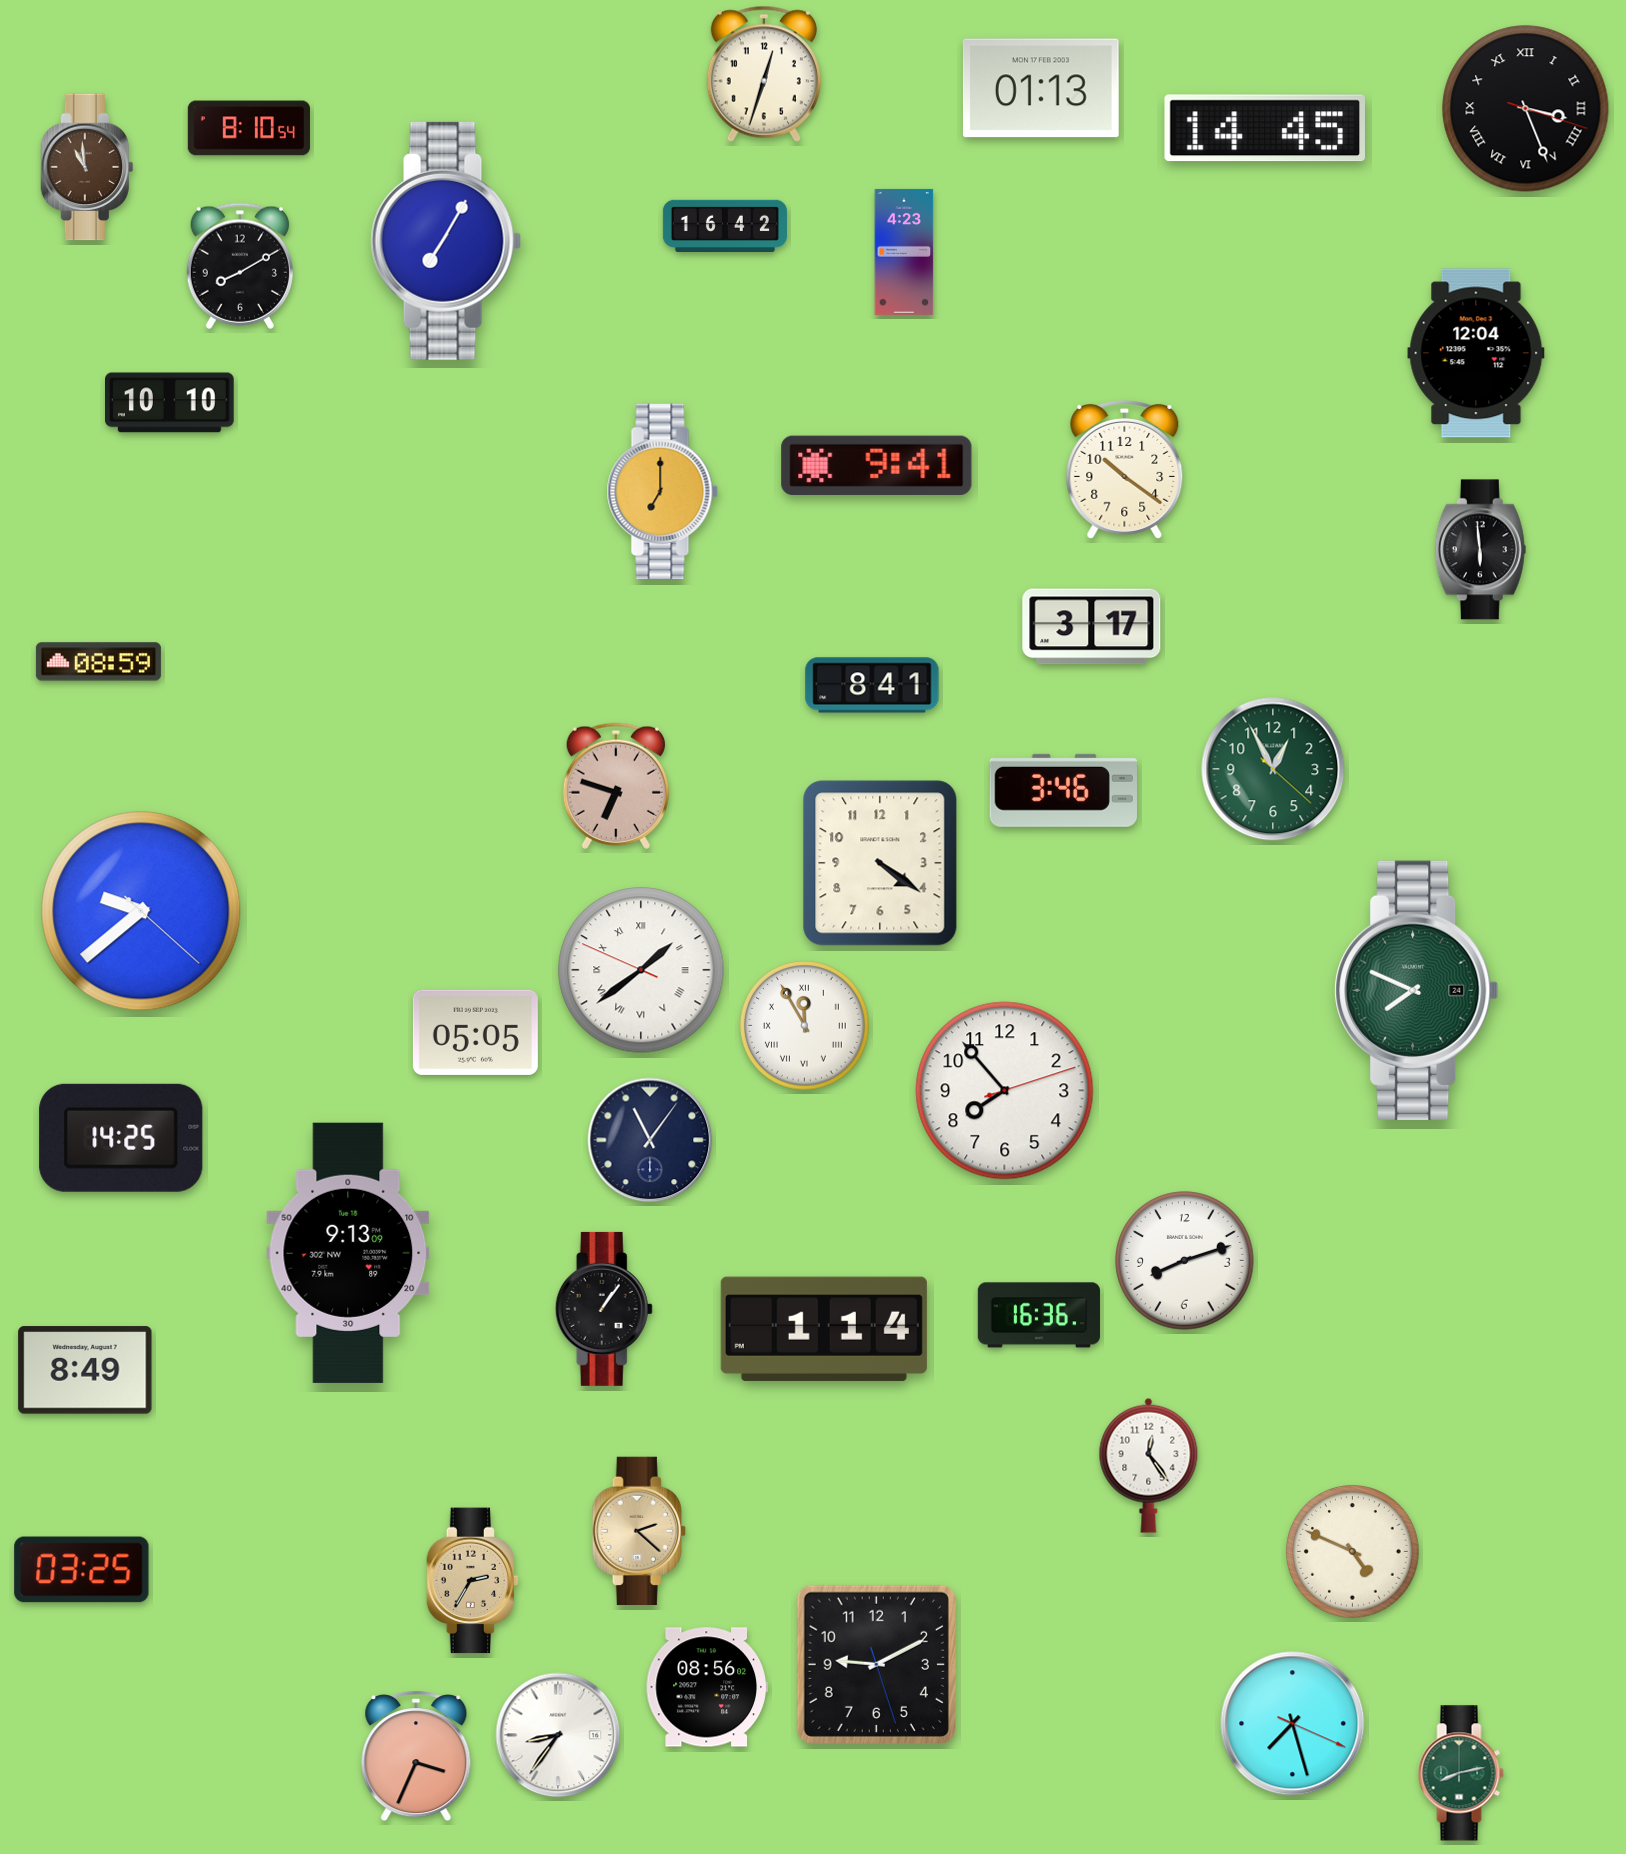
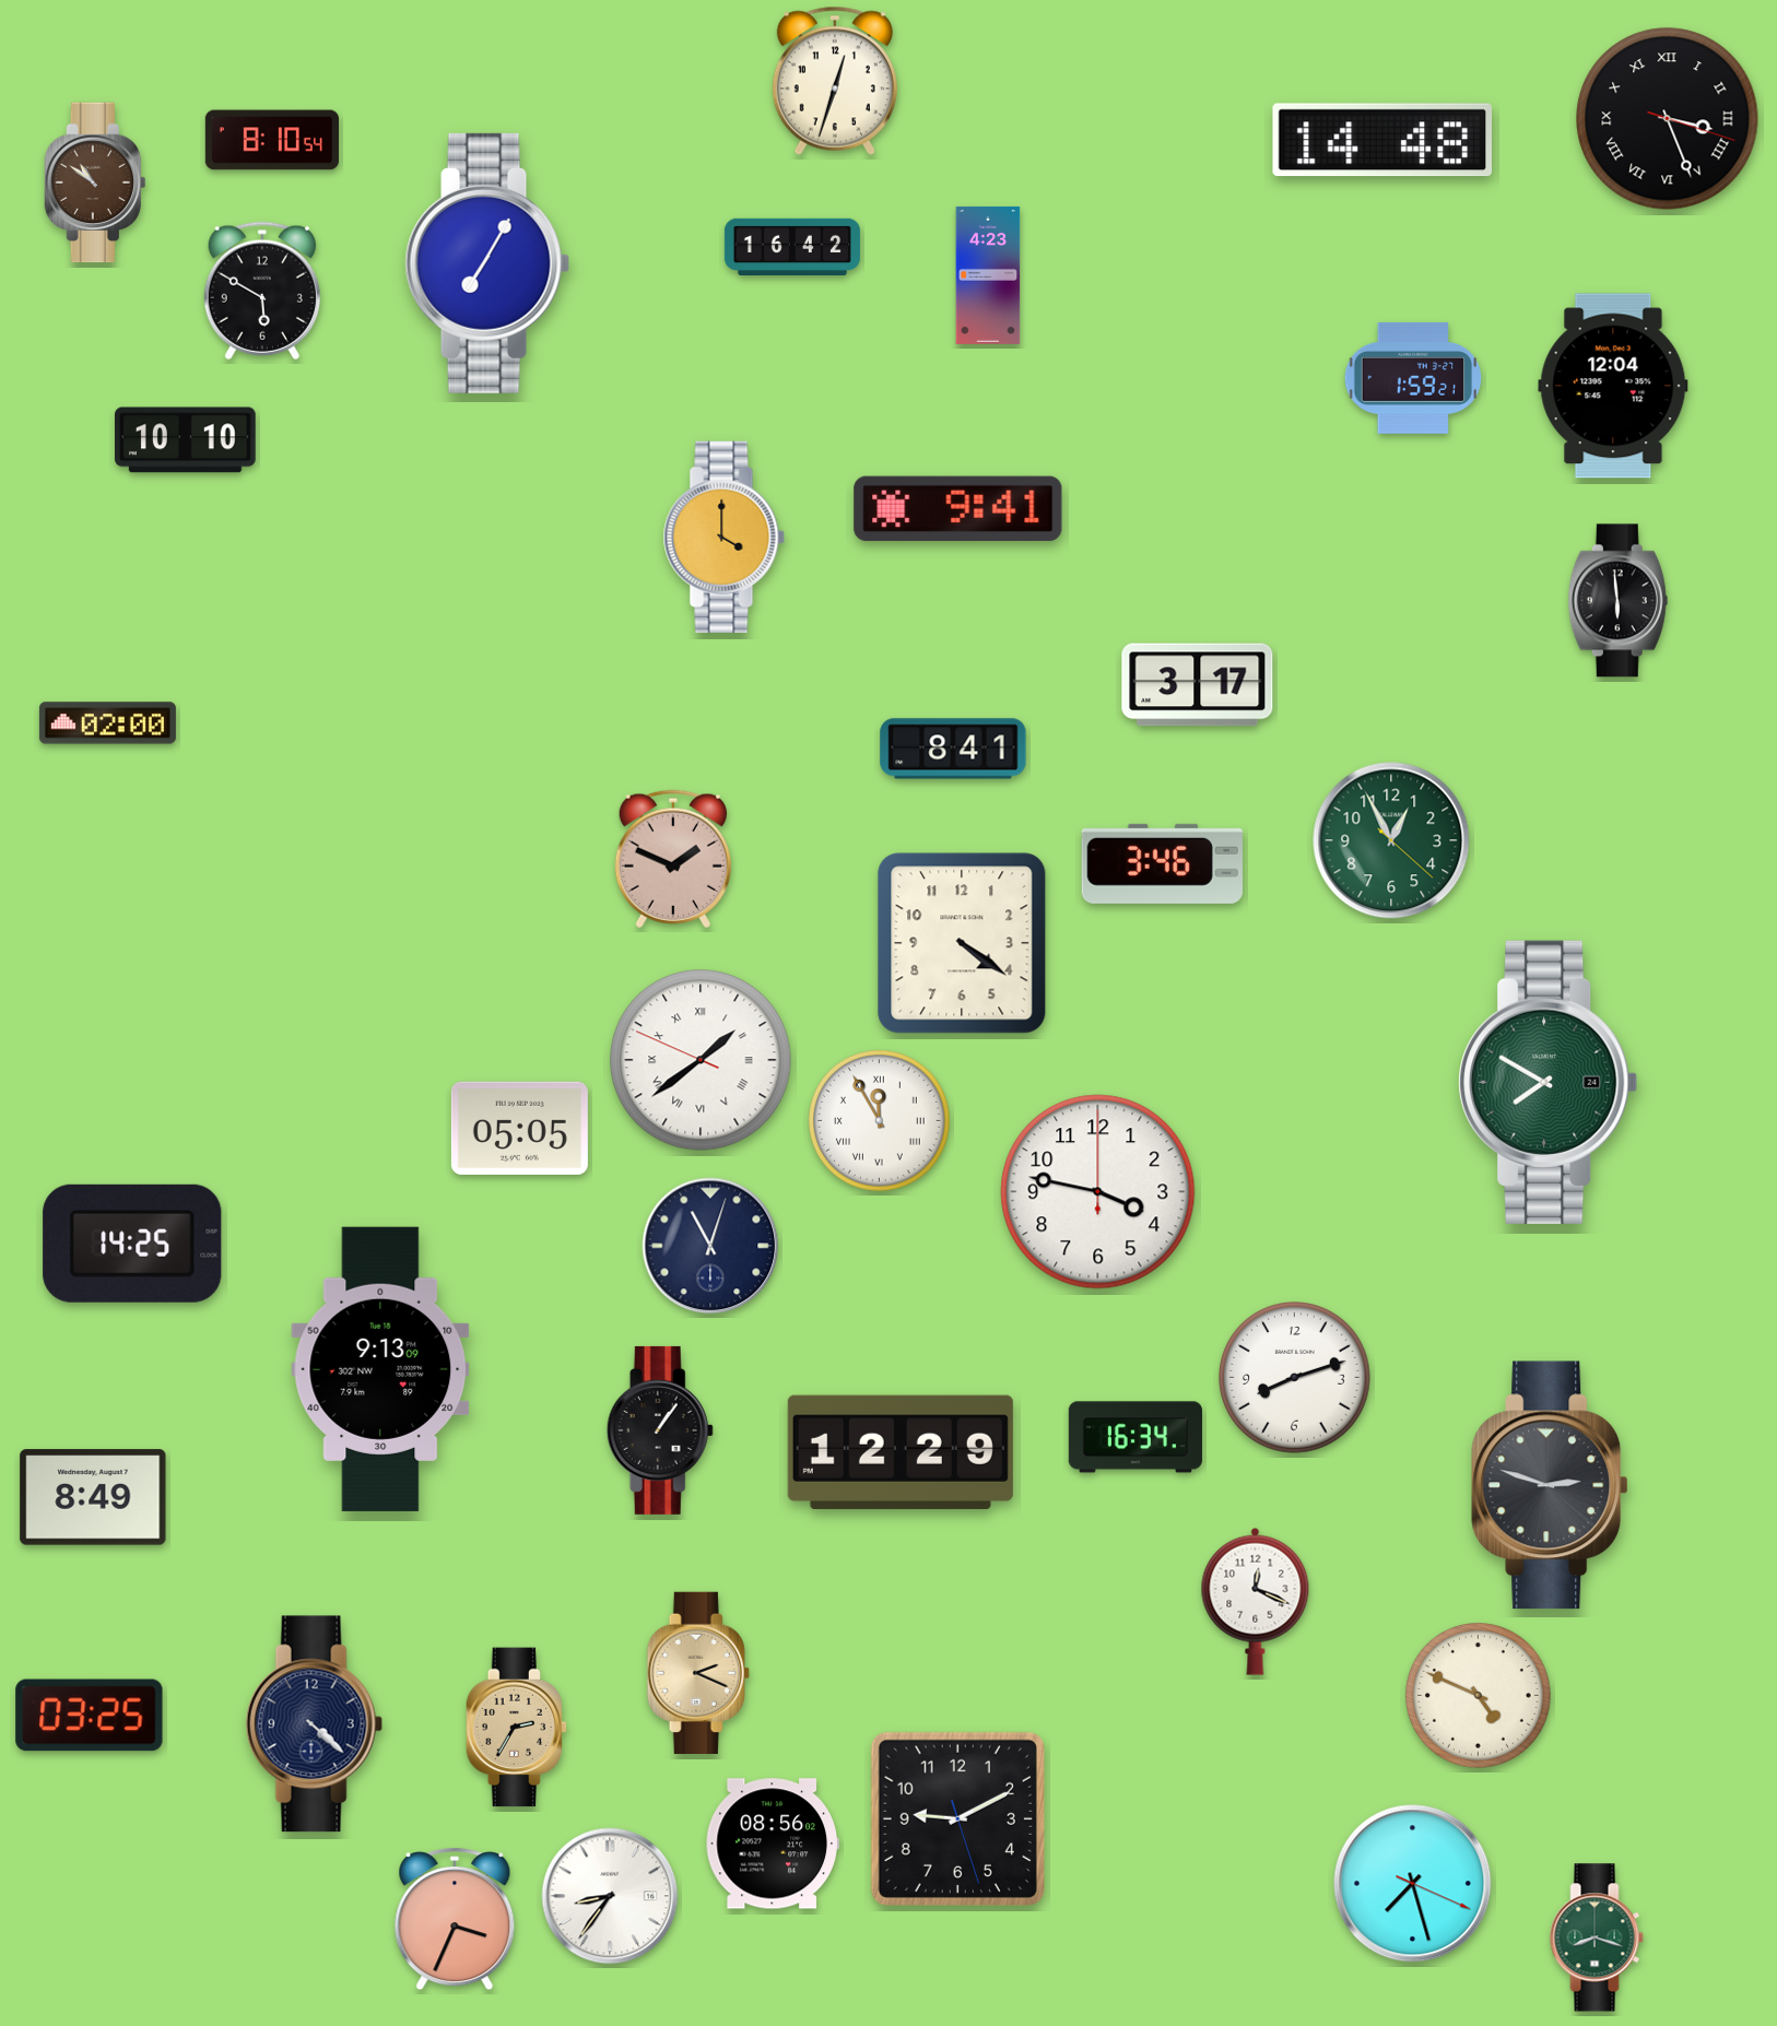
clock at (1041, 88): 01:13 -> none
clock at (1264, 128): 14:45 -> 14:48
clock at (86, 167): 10:59 -> 10:51
clock at (240, 266): 8:10 -> 5:50
clock at (1413, 378): none -> 1:59
clock at (1125, 469): 10:21 -> none
clock at (662, 491): 7:00 -> 4:00
clock at (1092, 627) position: (1092, 627) -> (1198, 685)
clock at (98, 662): 08:59 -> 02:00
clock at (616, 786): 6:48 -> 1:49
clock at (141, 911): 9:38 -> none
clock at (1417, 990): 7:49 -> 7:50
clock at (1005, 1091): 7:53 -> 3:47
clock at (650, 1140): 11:06 -> 11:03
clock at (1039, 1315): 16:36 -> 16:34
clock at (824, 1329): 1:14 -> 12:29
clock at (1550, 1485): none -> 2:48
clock at (1149, 1465): 12:24 -> 12:19
clock at (639, 1530): 2:22 -> 2:19
clock at (314, 1724): none -> 4:22
clock at (1461, 1773): 8:13 -> 8:18
